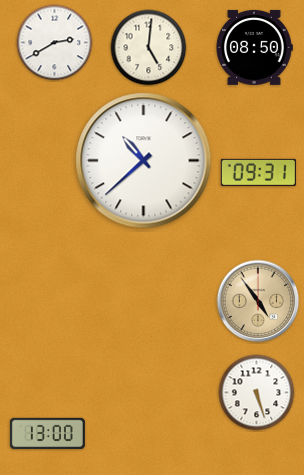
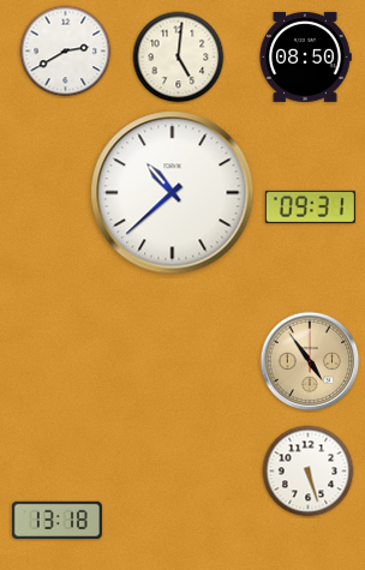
clock at (47, 433): 13:00 -> 13:18
